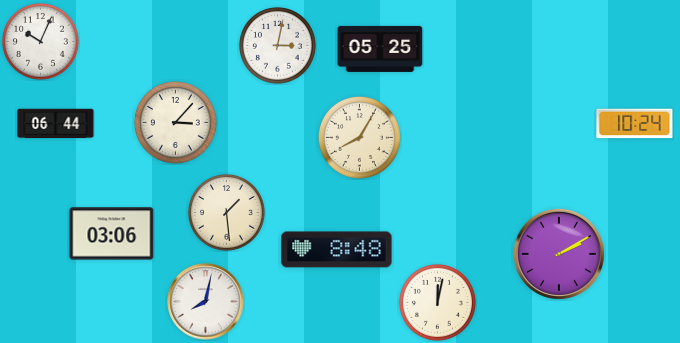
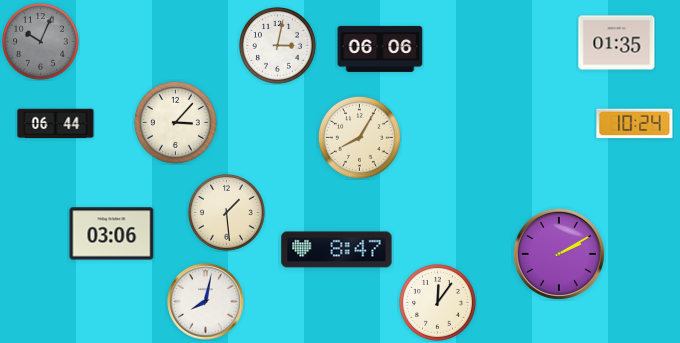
clock at (41, 42) dial: white -> grey
clock at (617, 43): none -> 01:35
clock at (380, 49): 05:25 -> 06:06
clock at (337, 250): 8:48 -> 8:47
clock at (438, 303): 12:02 -> 12:06
